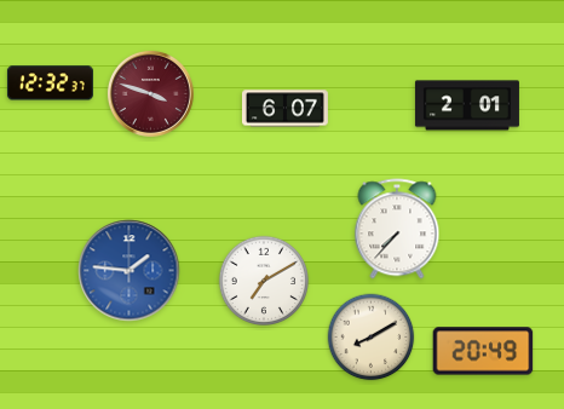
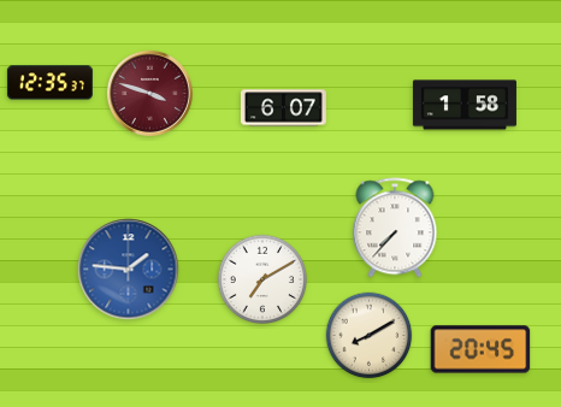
clock at (50, 83): 12:32 -> 12:35
clock at (467, 105): 2:01 -> 1:58
clock at (483, 351): 20:49 -> 20:45
